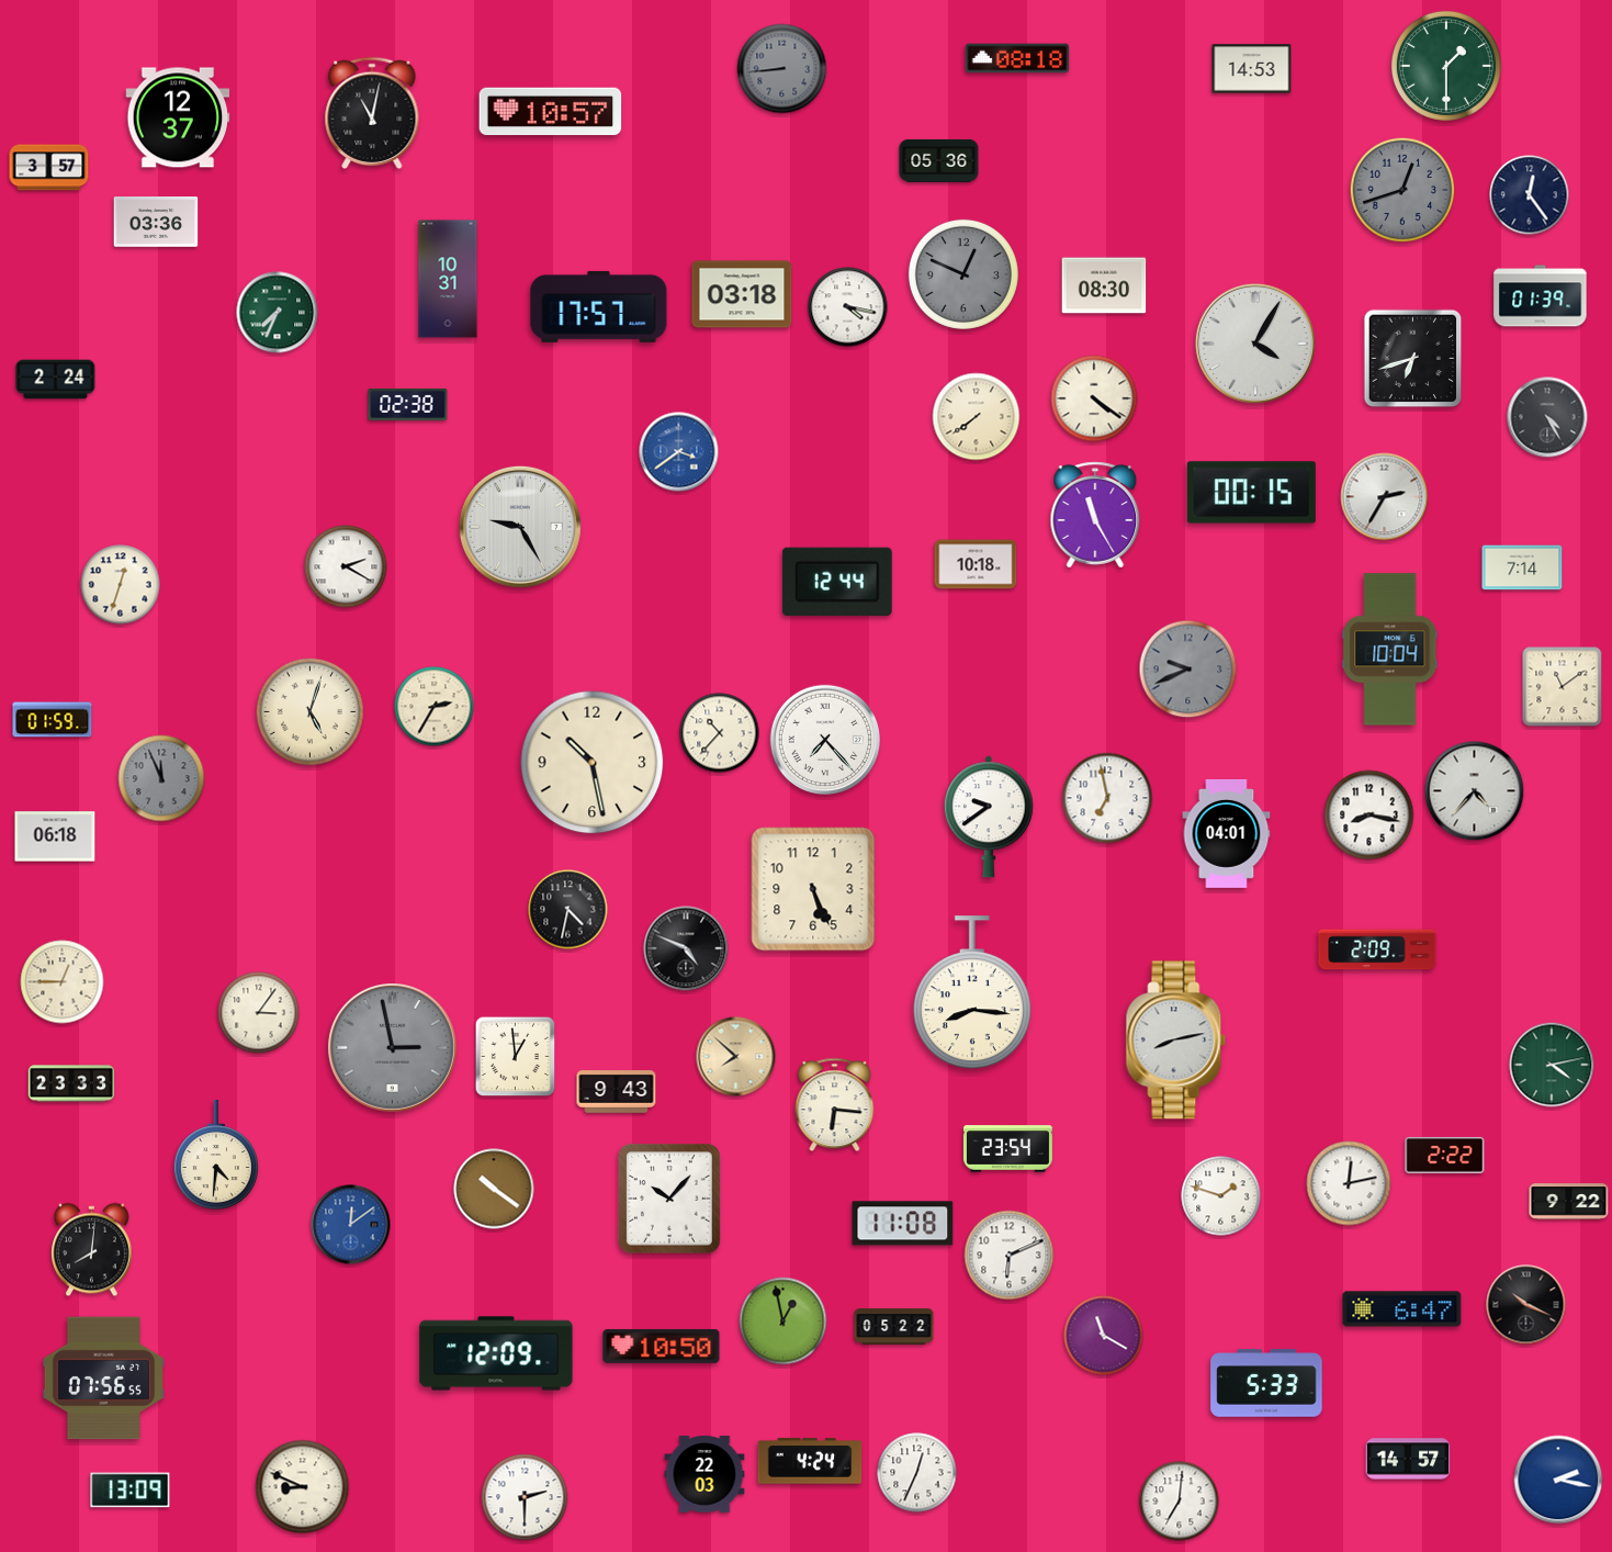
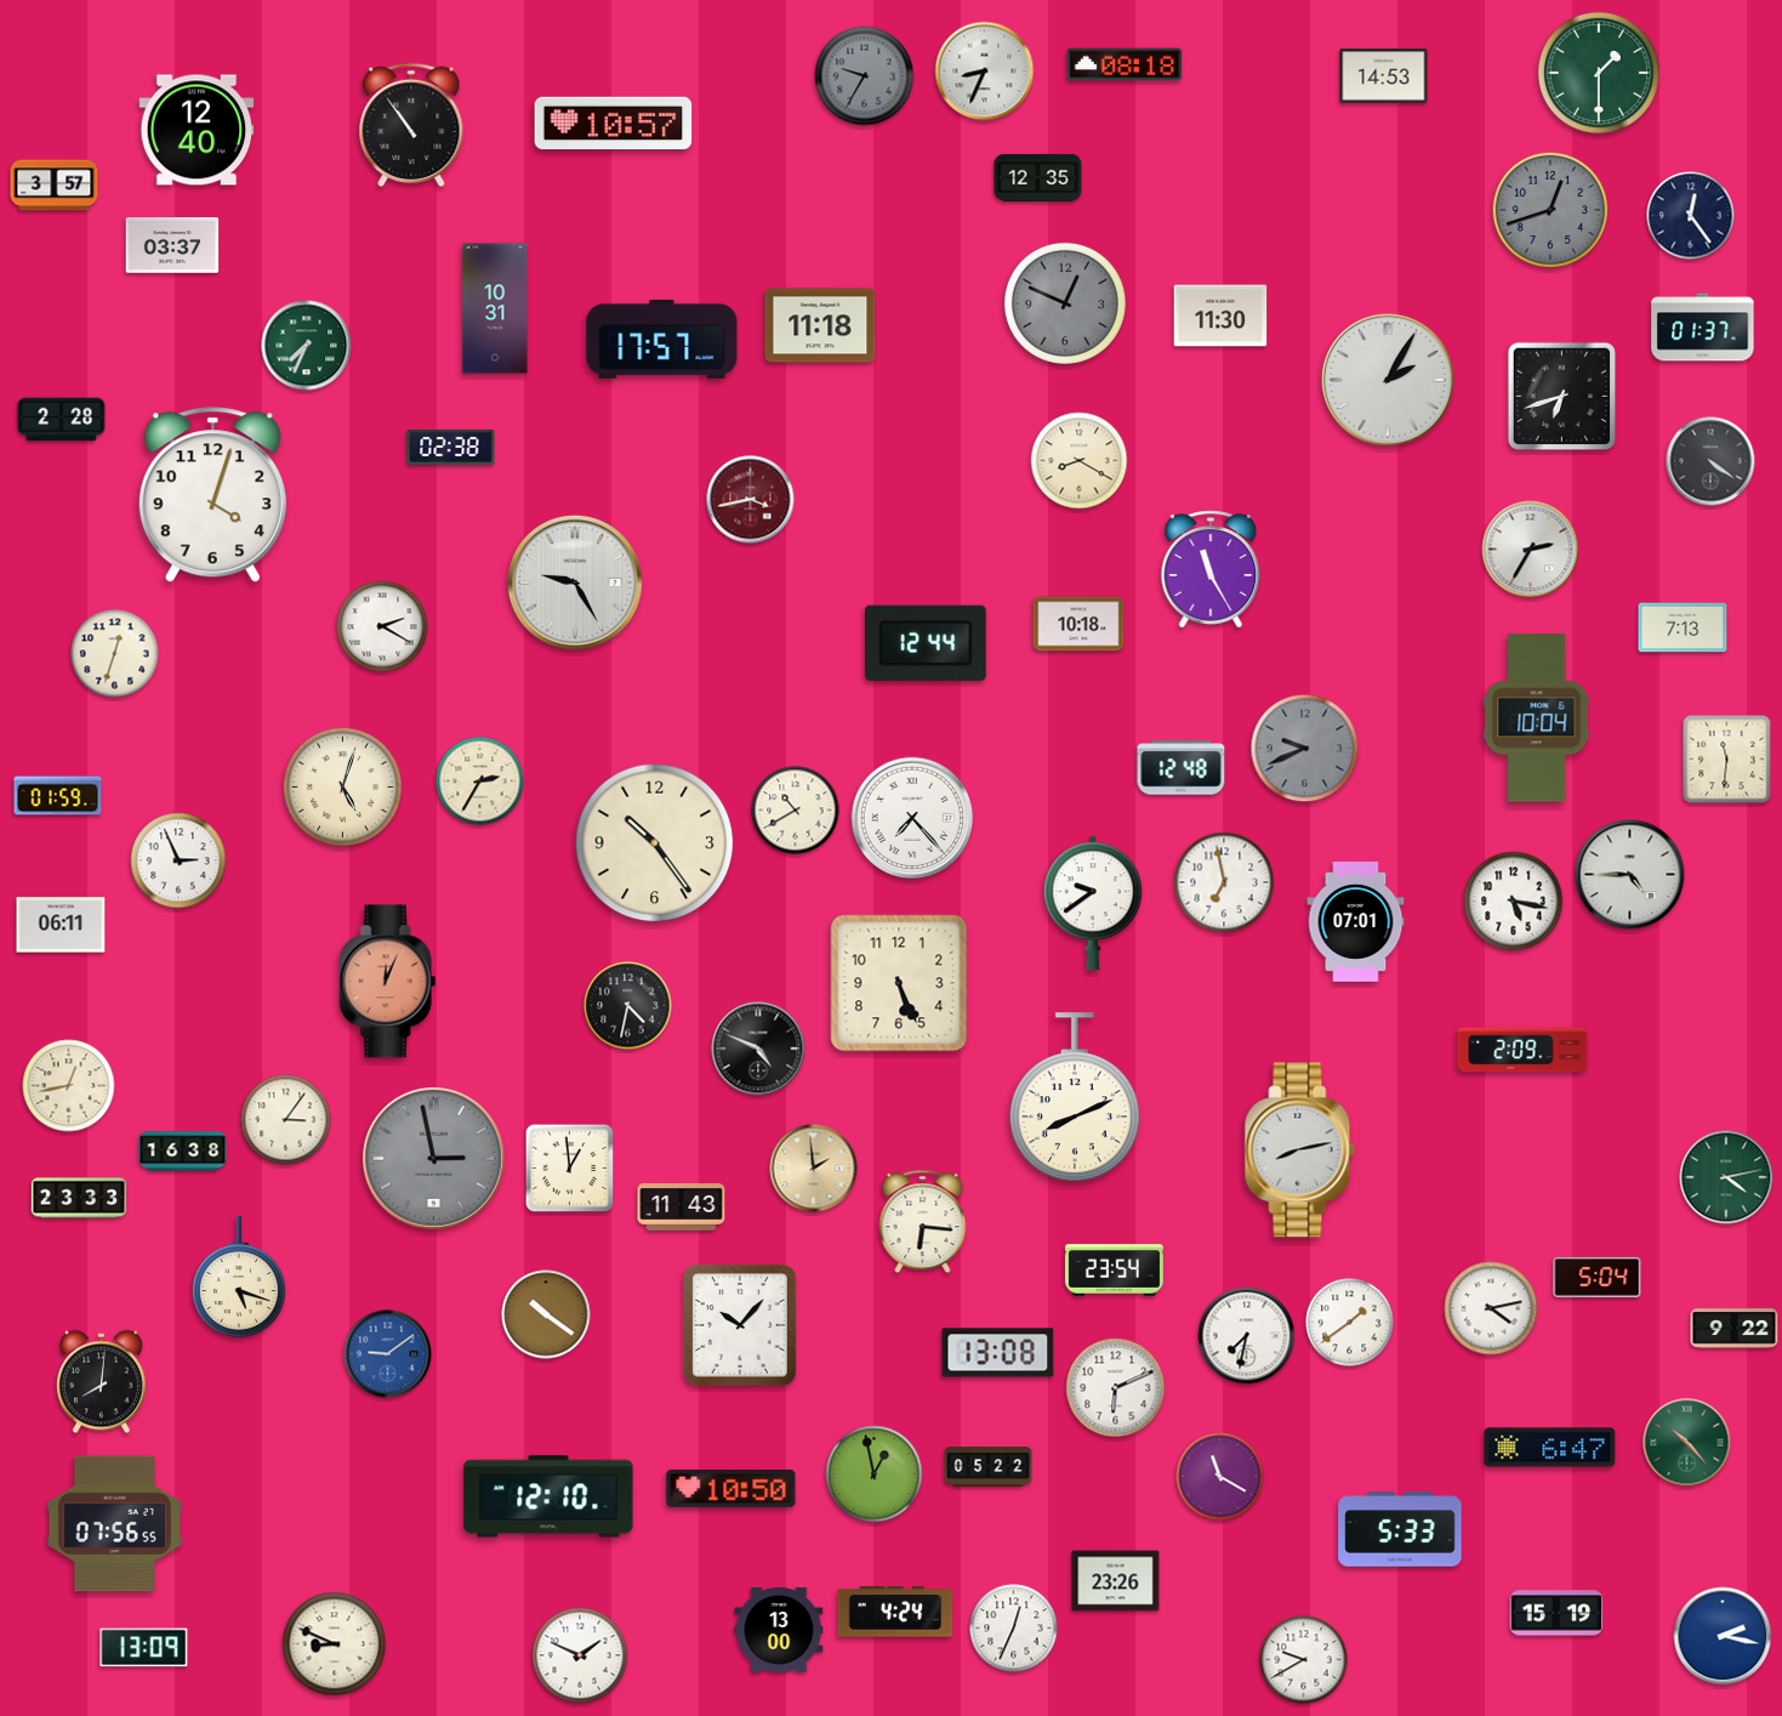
clock at (985, 72): none -> 8:34
clock at (782, 69): 8:44 -> 9:35
clock at (372, 112): 11:02 -> 10:54
clock at (551, 112) position: (551, 112) -> (614, 124)
clock at (178, 117): 12:37 -> 12:40
clock at (939, 160): 05:36 -> 12:35
clock at (156, 222): 03:36 -> 03:37
clock at (1104, 285): 08:30 -> 11:30
clock at (742, 294): 03:18 -> 11:18
clock at (1541, 296): 01:39 -> 01:37
clock at (848, 307): 4:17 -> none
clock at (1255, 344): 4:05 -> 2:05
clock at (56, 380): 2:24 -> 2:28
clock at (1094, 398): 4:21 -> none
clock at (977, 417): 7:39 -> 8:20
clock at (1547, 417): 4:25 -> 4:21
clock at (212, 495): none -> 4:03
clock at (679, 452): 3:39 -> 3:43
clock at (679, 452) dial: blue -> burgundy
clock at (1251, 493): 00:15 -> none
clock at (1522, 567): 7:14 -> 7:13
clock at (121, 585) position: (121, 585) -> (115, 654)
clock at (1188, 670) position: (1188, 670) -> (1305, 749)
clock at (1563, 687): 11:09 -> 11:31
clock at (1182, 768): none -> 12:48
clock at (720, 733): 10:37 -> 10:40
clock at (593, 763): 10:28 -> 10:24
clock at (161, 778): 11:56 -> 2:56
clock at (161, 778) dial: grey -> white
clock at (1475, 791): 4:37 -> 4:45
clock at (1369, 816): 8:17 -> 5:17
clock at (1227, 833): 04:01 -> 07:01
clock at (55, 836): 06:18 -> 06:11
clock at (388, 982): none -> 12:04
clock at (63, 982): 12:45 -> 12:43
clock at (972, 993): 8:16 -> 8:11
clock at (183, 1152): none -> 16:38
clock at (736, 1057): 7:52 -> 1:59
clock at (1552, 1065) position: (1552, 1065) -> (1726, 1177)
clock at (617, 1092): 9:43 -> 11:43
clock at (216, 1155): 4:31 -> 5:18
clock at (1445, 1155): 2:22 -> 5:04
clock at (1349, 1183): 12:13 -> 4:13
clock at (1221, 1196): 1:48 -> 1:39
clock at (1247, 1336): none -> 7:32
clock at (903, 1224): 11:08 -> 13:08
clock at (351, 1225): 12:09 -> 9:09
clock at (1526, 1305): 10:19 -> 10:23
clock at (1526, 1305) dial: black -> green
clock at (784, 1322) position: (784, 1322) -> (875, 1474)
clock at (496, 1353): 12:09 -> 12:10
clock at (1116, 1581): none -> 23:26
clock at (1408, 1459): 14:57 -> 15:19
clock at (810, 1461) position: (810, 1461) -> (895, 1612)
clock at (704, 1474): 22:03 -> 13:00
clock at (525, 1497): 2:30 -> 1:49
clock at (1180, 1502): 7:01 -> 9:40
